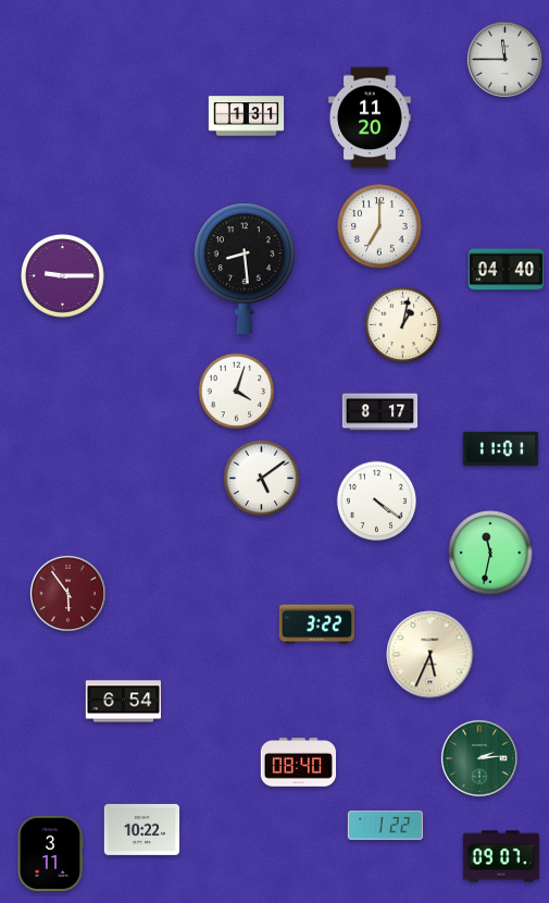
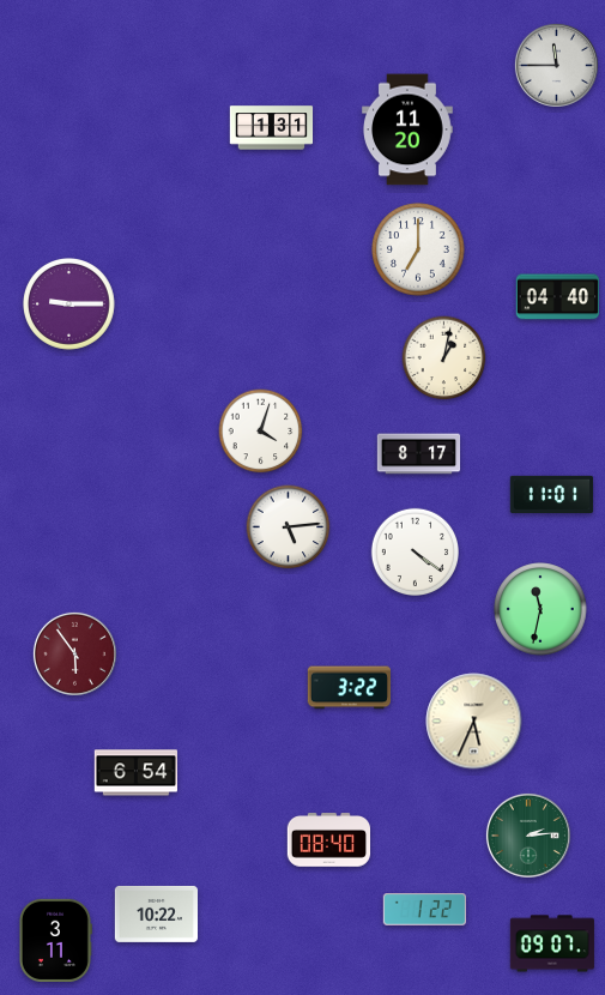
clock at (246, 269): 8:29 -> none
clock at (262, 479): 5:09 -> 5:14
